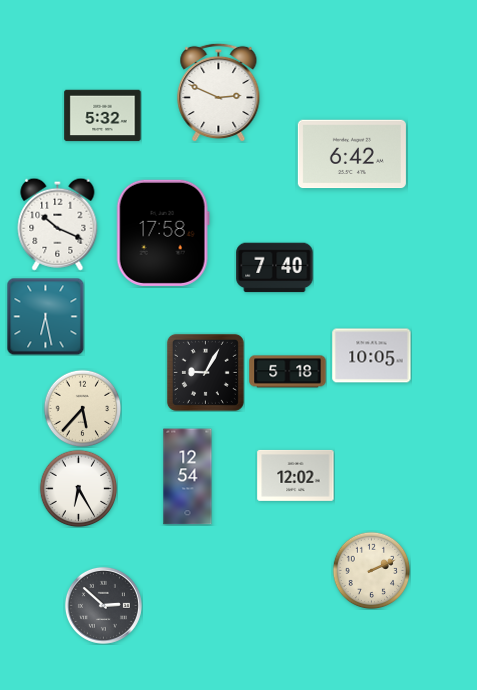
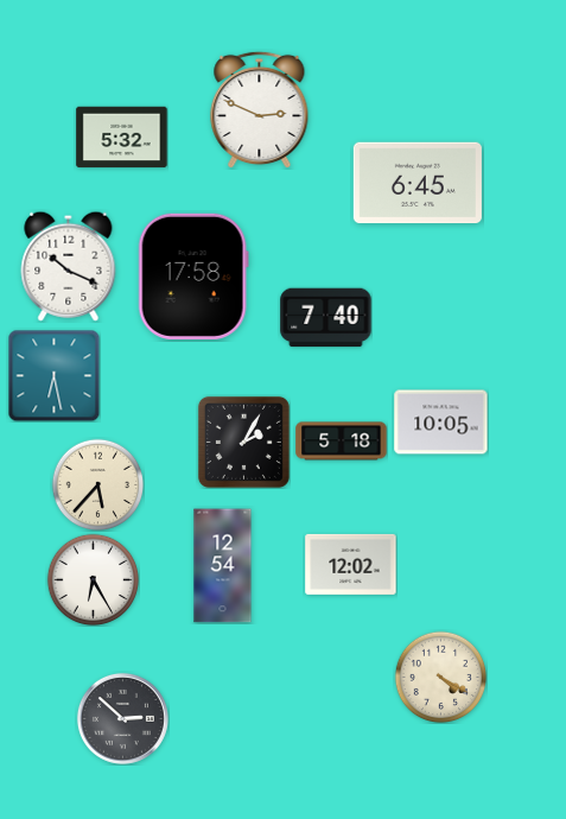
clock at (352, 154): 6:42 -> 6:45
clock at (205, 372): 9:05 -> 2:05
clock at (371, 570): 2:11 -> 4:20
